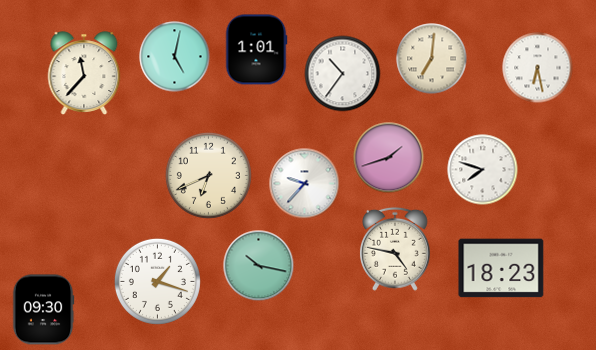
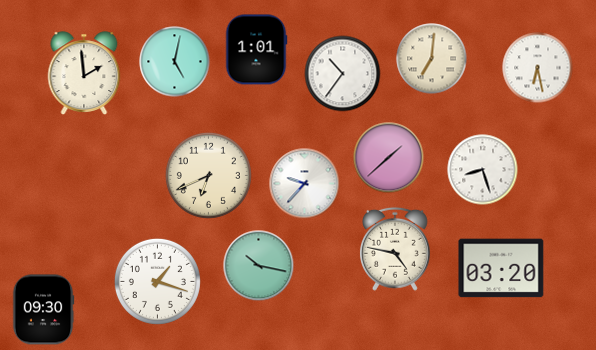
clock at (175, 57) position: (175, 57) -> (175, 62)
clock at (84, 73): 11:37 -> 1:59
clock at (389, 158): 1:42 -> 1:38
clock at (483, 170): 7:48 -> 8:27
clock at (501, 268): 18:23 -> 03:20
